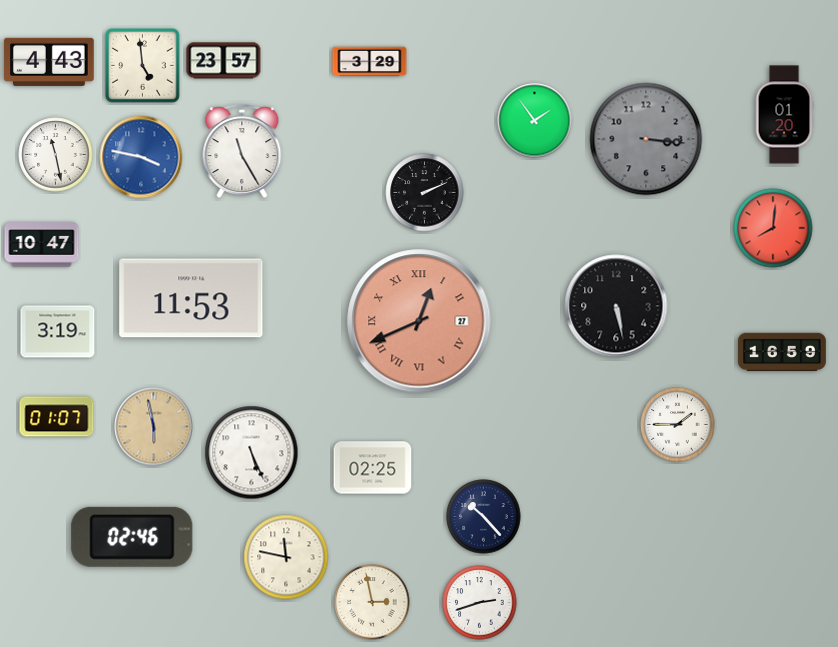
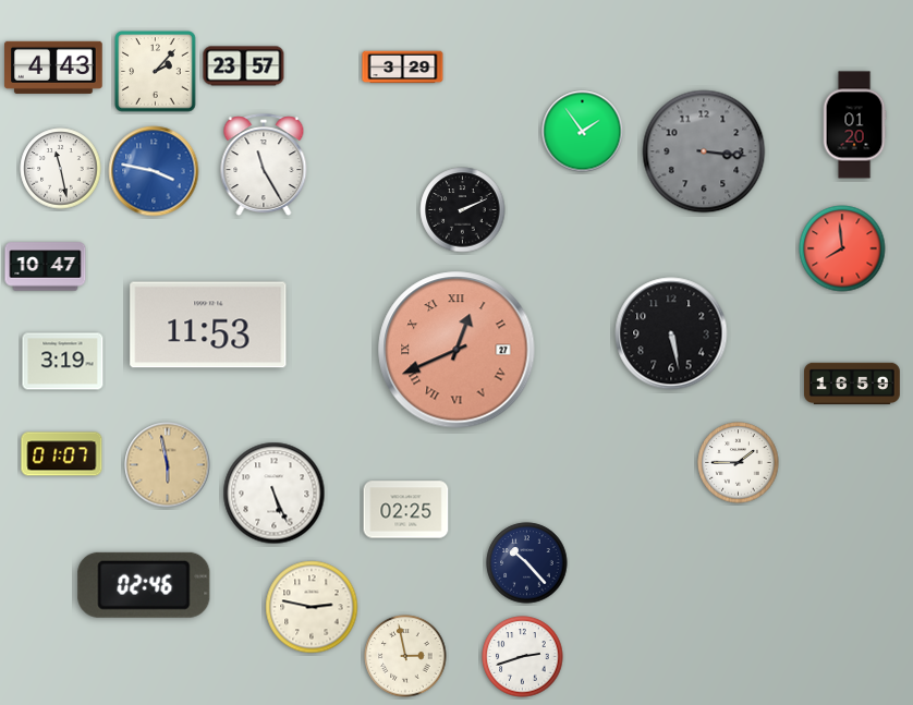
clock at (143, 66): 4:59 -> 2:07
clock at (773, 228): 8:01 -> 7:59
clock at (286, 557): 11:47 -> 2:47
